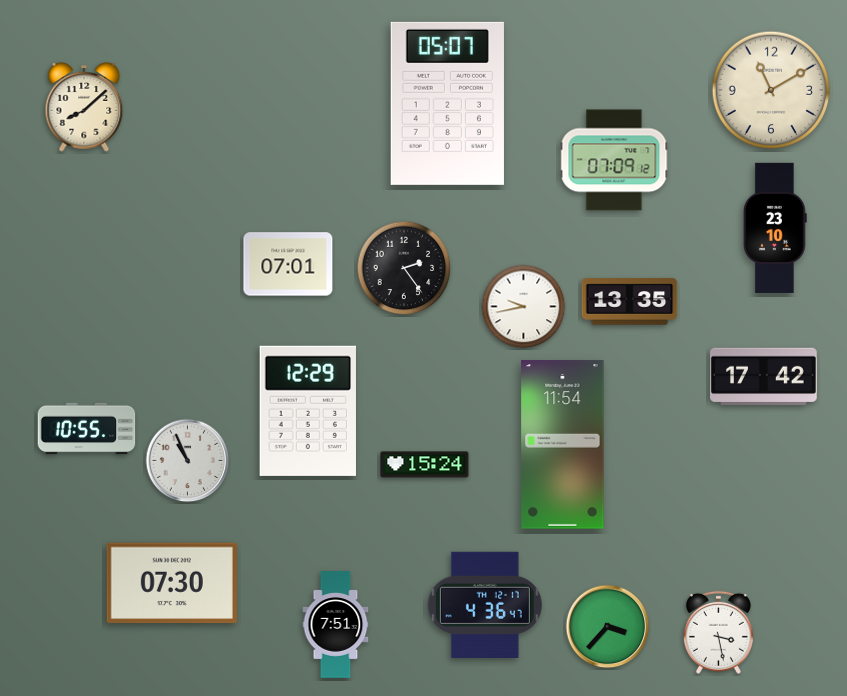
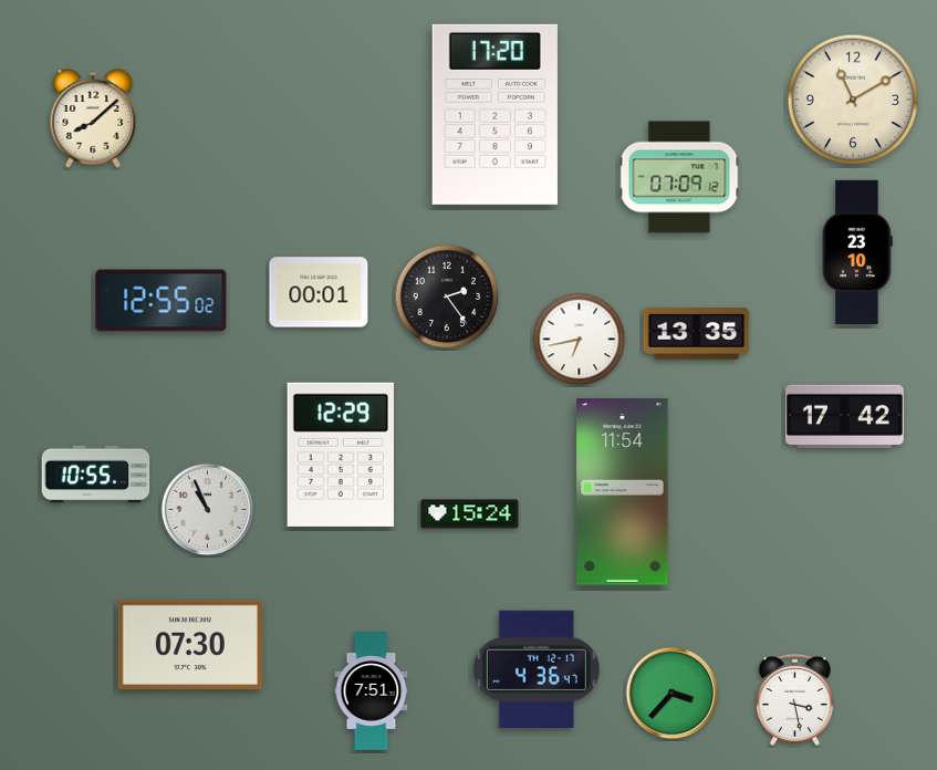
clock at (447, 103): 05:07 -> 17:20
clock at (288, 264): 07:01 -> 00:01
clock at (162, 301): none -> 12:55
clock at (524, 307): 9:43 -> 6:43
